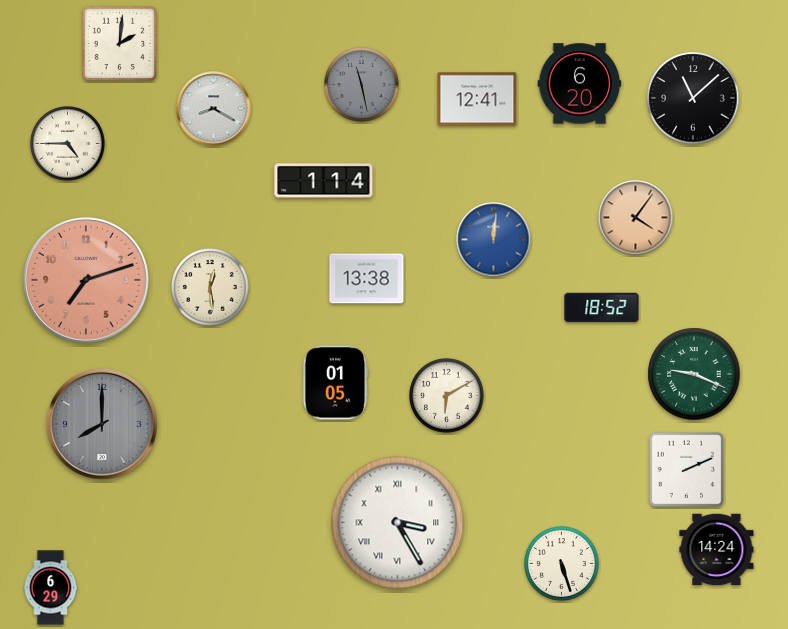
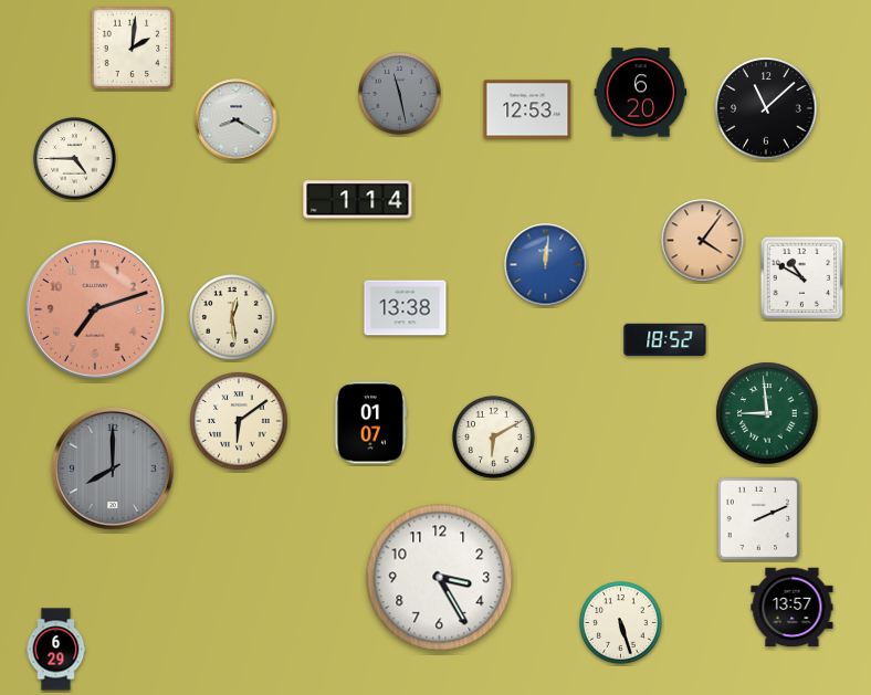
clock at (477, 99): 12:41 -> 12:53
clock at (802, 278): none -> 10:50
clock at (694, 374): 9:19 -> 8:59
clock at (239, 421): none -> 6:09
clock at (336, 383): 01:05 -> 01:07
clock at (398, 523) numerals: Roman -> Arabic
clock at (717, 550): 14:24 -> 13:57
